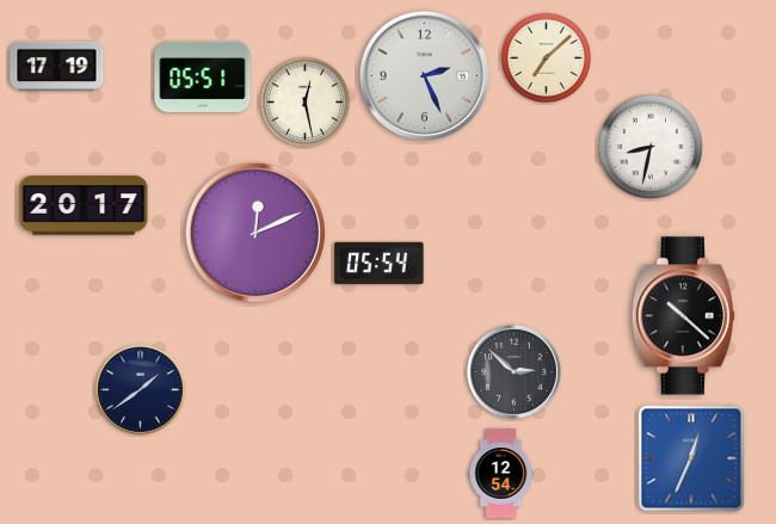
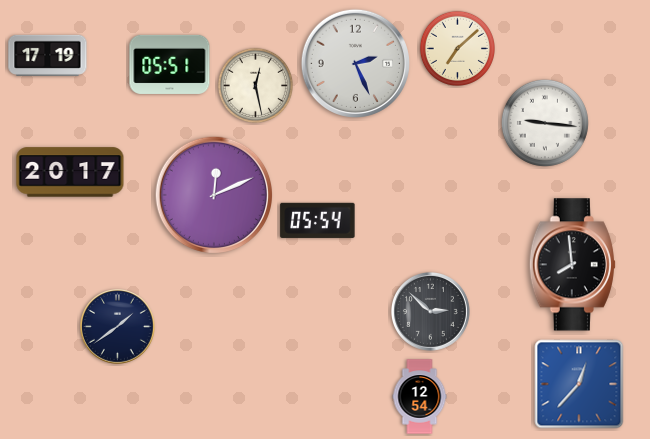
clock at (651, 147): 8:32 -> 9:16
clock at (683, 316): 10:22 -> 7:59
clock at (691, 458): 12:34 -> 12:37
